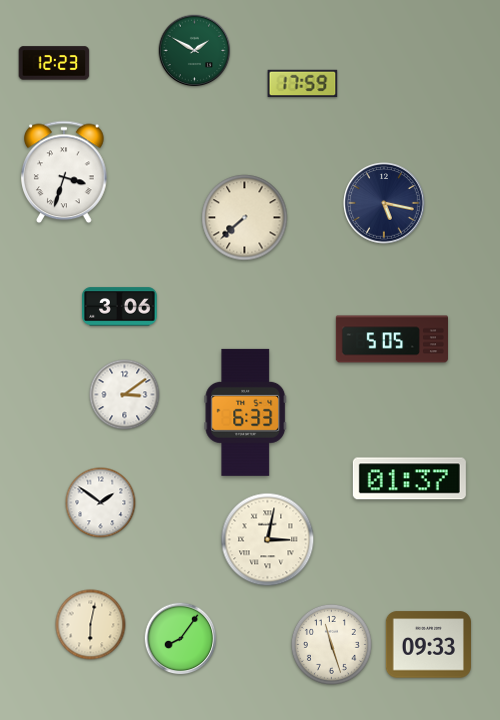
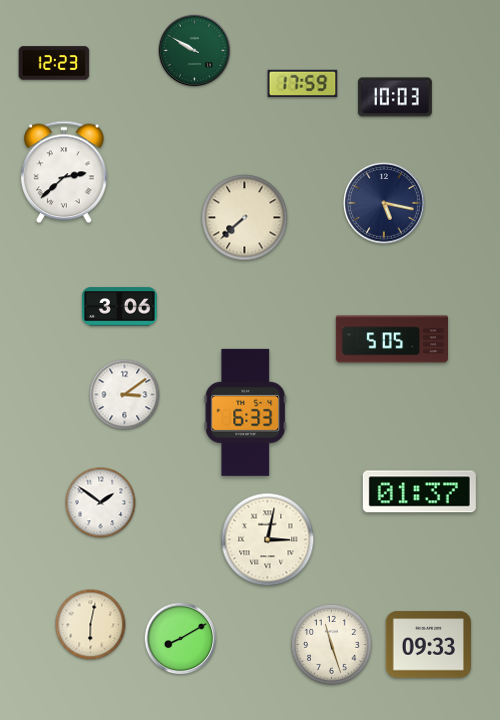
clock at (195, 51): 1:50 -> 9:50
clock at (395, 97): none -> 10:03
clock at (64, 172): 3:33 -> 2:38
clock at (409, 479) position: (409, 479) -> (419, 492)
clock at (181, 639): 8:06 -> 8:10
